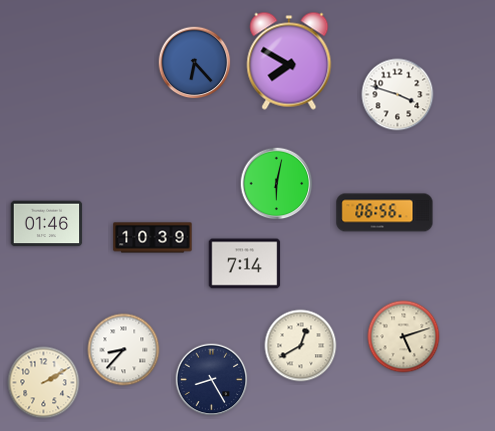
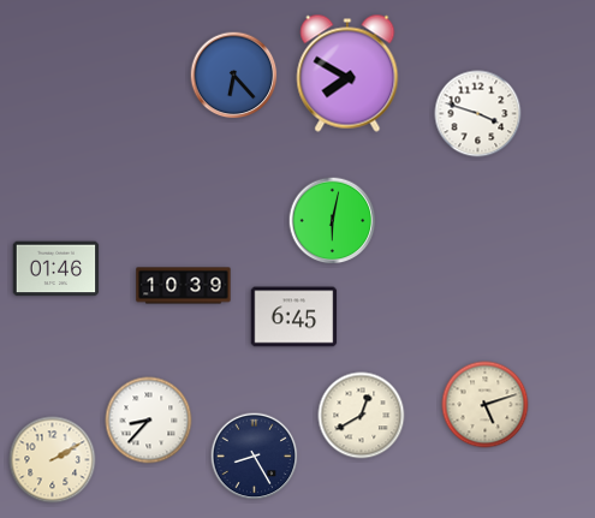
clock at (385, 213): 06:56 -> none
clock at (245, 264): 7:14 -> 6:45
